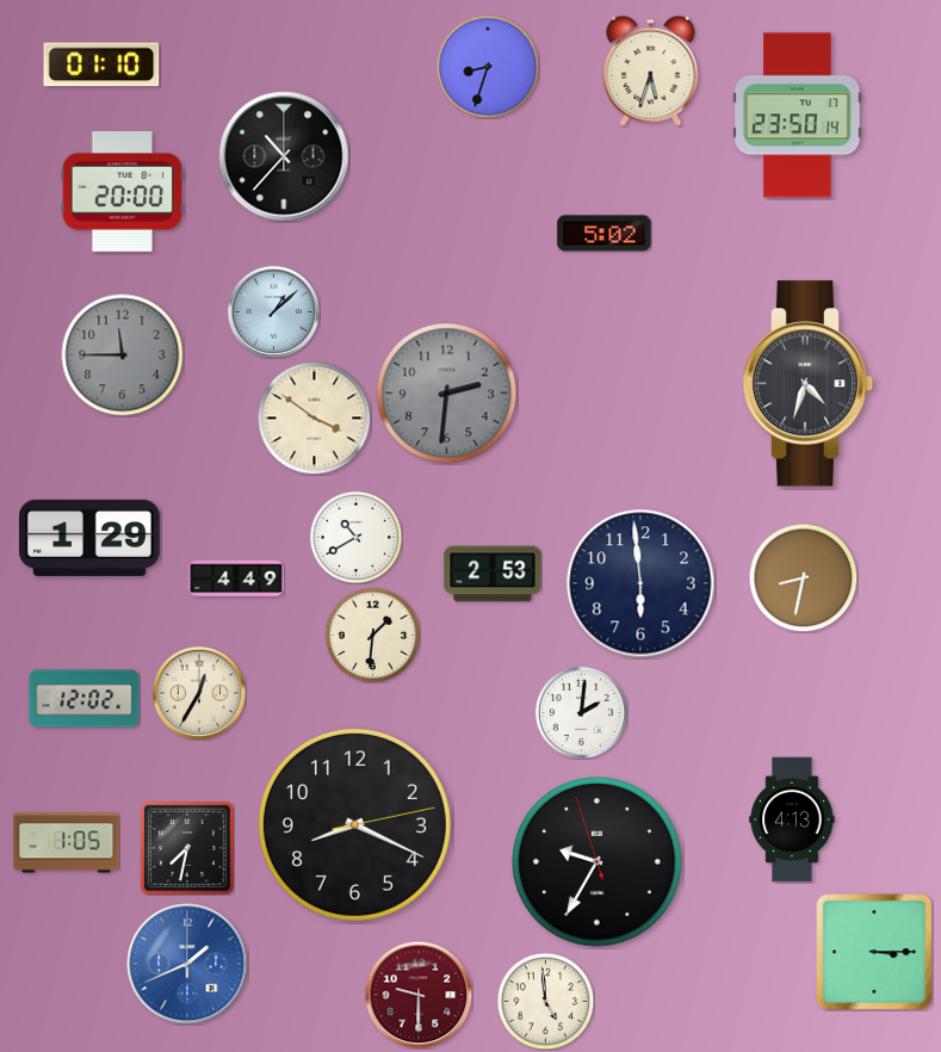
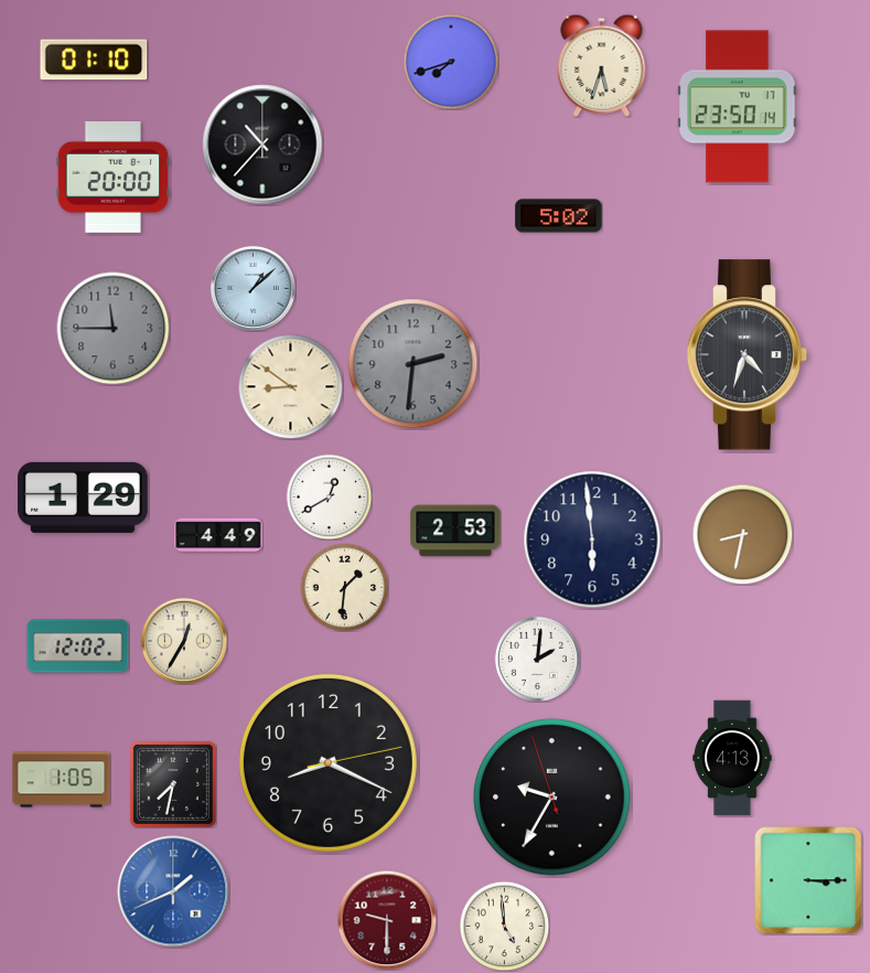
clock at (488, 67): 8:33 -> 7:42
clock at (314, 417): 3:51 -> 8:51
clock at (355, 537): 10:40 -> 12:40
